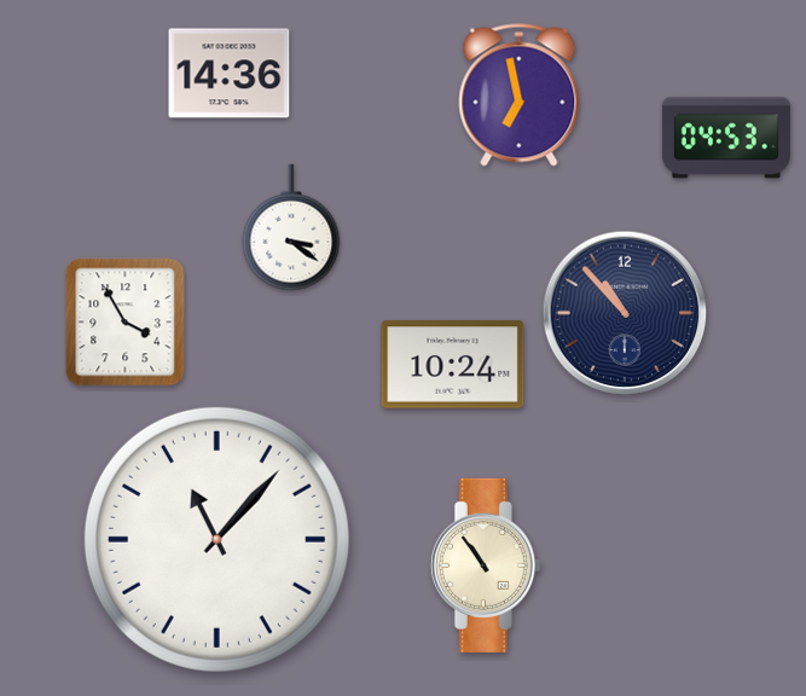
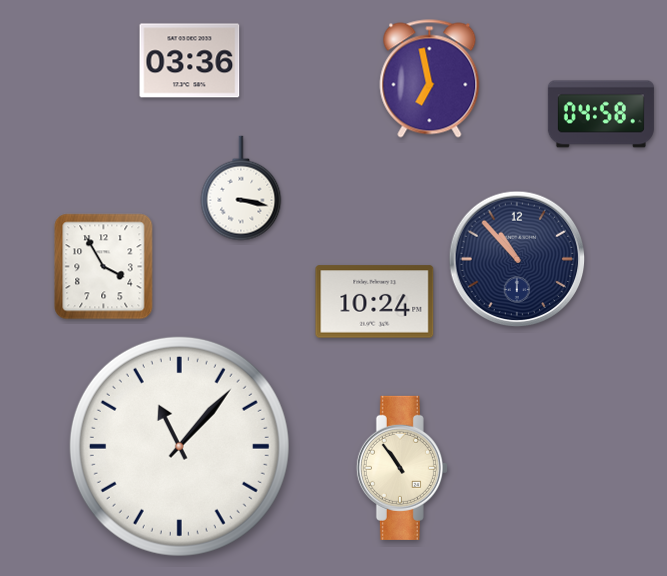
clock at (230, 74): 14:36 -> 03:36
clock at (726, 138): 04:53 -> 04:58
clock at (291, 227): 3:21 -> 3:17
